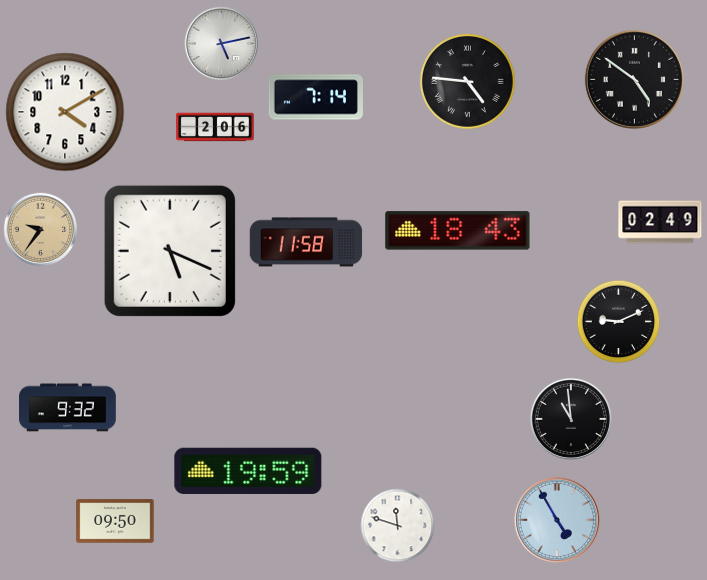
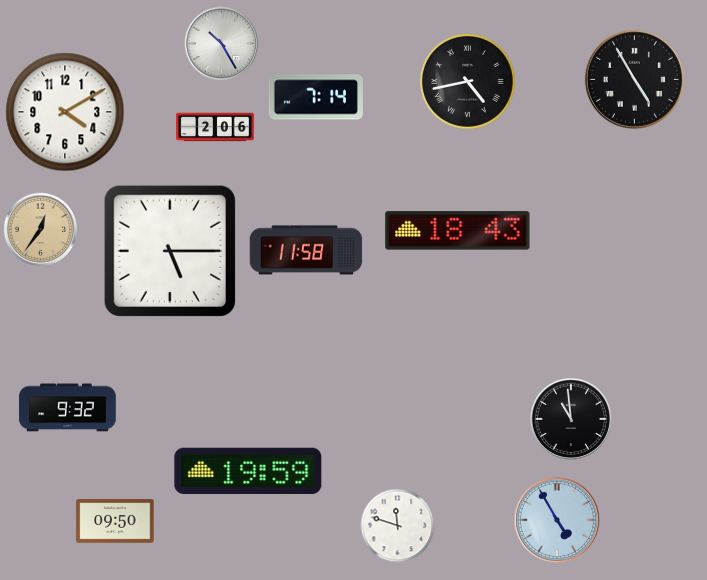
clock at (222, 44): 5:13 -> 10:25
clock at (634, 79): 4:51 -> 4:55
clock at (467, 81): 4:46 -> 4:43
clock at (660, 222): 02:49 -> none
clock at (41, 230): 9:36 -> 12:36
clock at (306, 242) position: (306, 242) -> (306, 250)
clock at (170, 251): 5:19 -> 5:15
clock at (619, 322): 9:11 -> none
